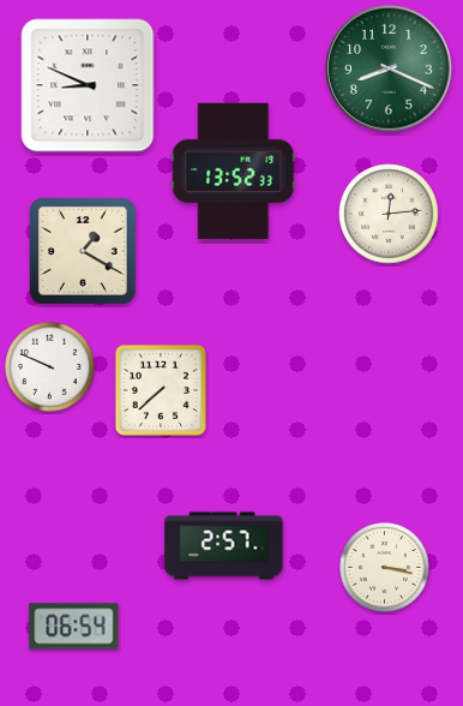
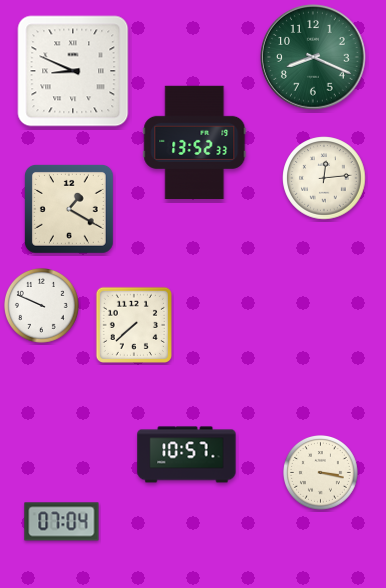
clock at (390, 70) position: (390, 70) -> (314, 58)
clock at (224, 546): 2:57 -> 10:57
clock at (74, 627): 06:54 -> 07:04
